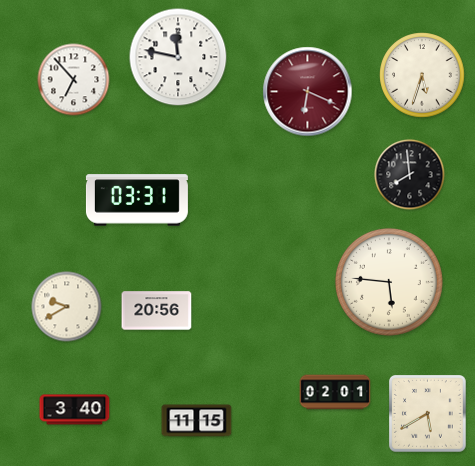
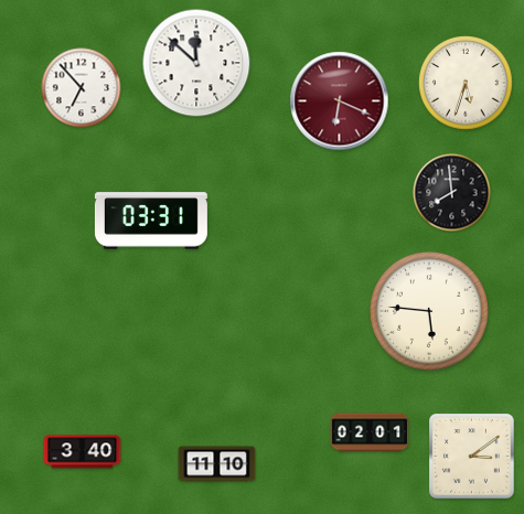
clock at (178, 57): 11:47 -> 11:52
clock at (67, 307): 9:40 -> none
clock at (157, 311): 20:56 -> none
clock at (428, 414): 5:40 -> 3:09
clock at (197, 421): 11:15 -> 11:10
